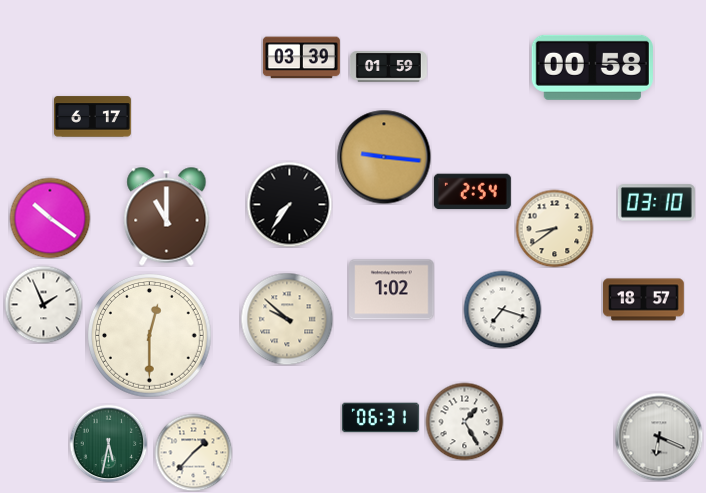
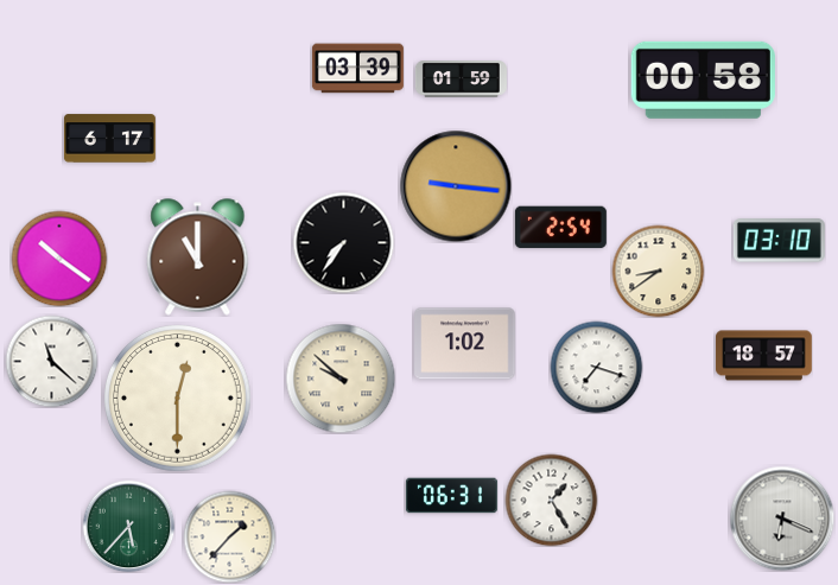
clock at (43, 304): 1:56 -> 11:22
clock at (108, 443): 5:32 -> 5:37
